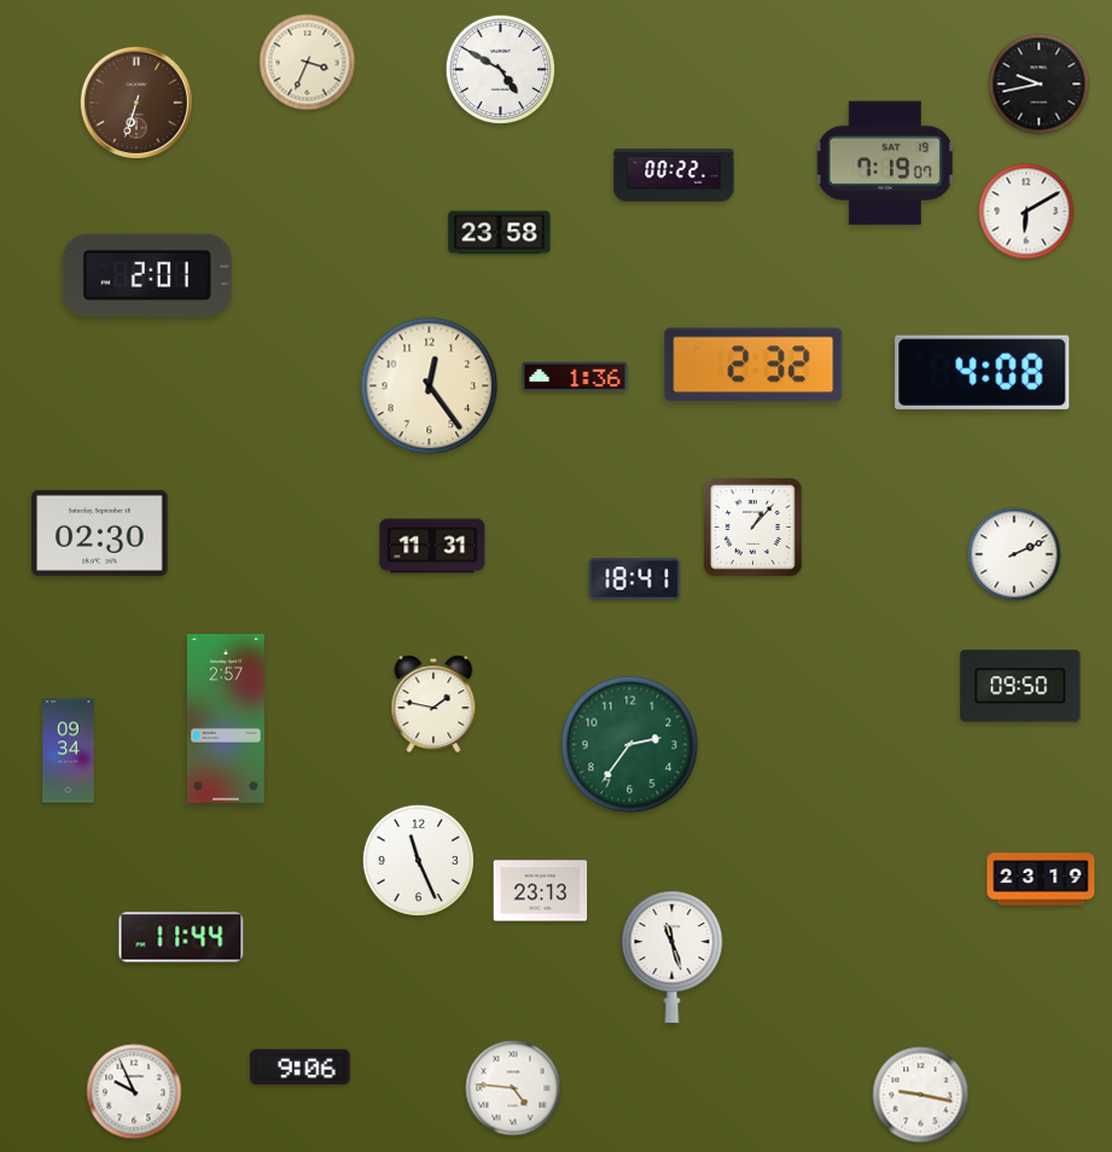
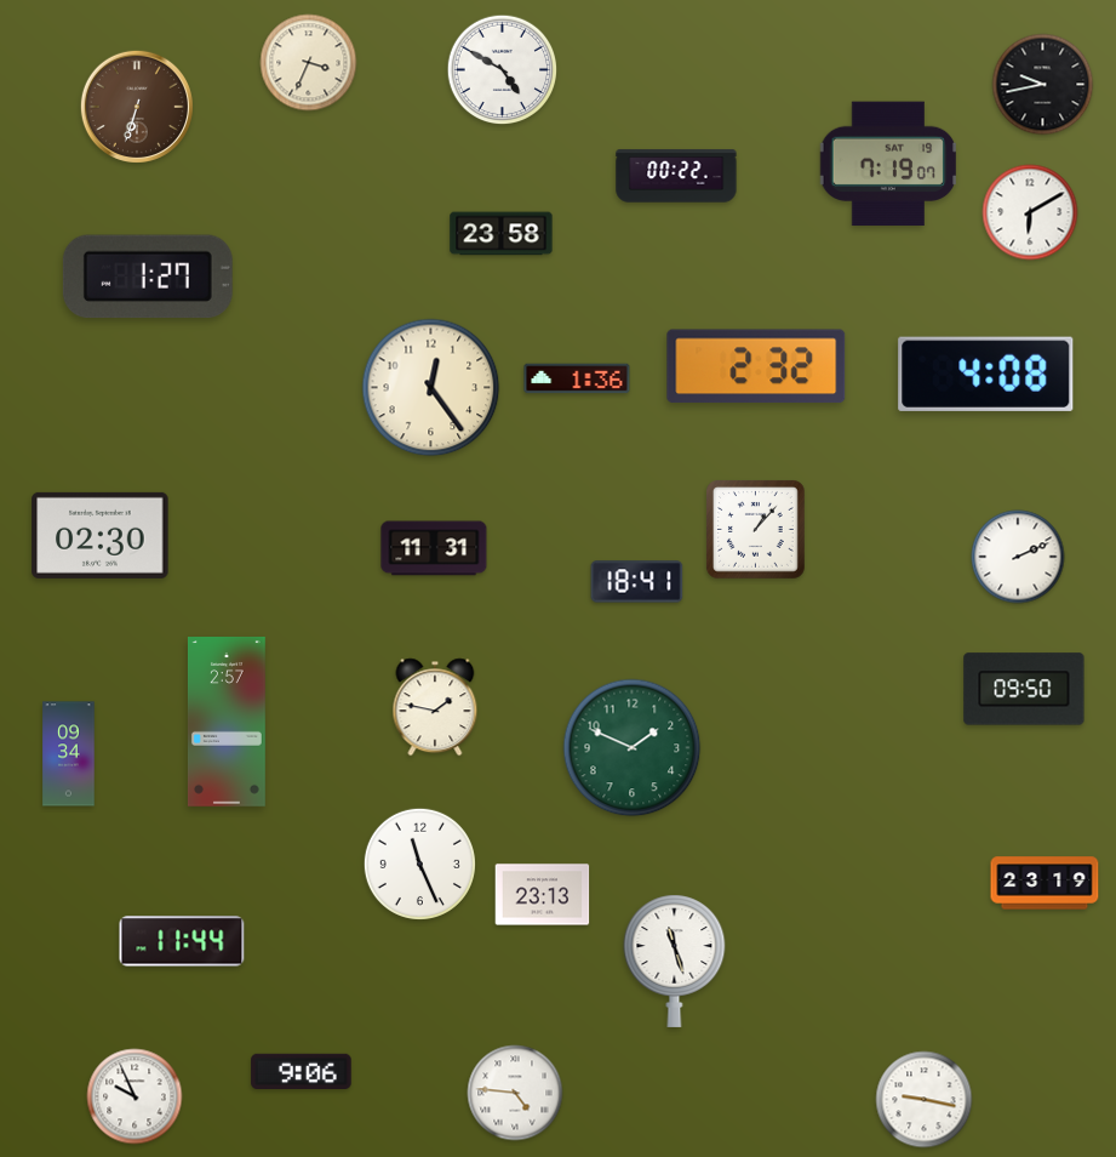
clock at (136, 103) position: (136, 103) -> (137, 107)
clock at (147, 275): 2:01 -> 1:27
clock at (630, 745): 2:36 -> 1:49
